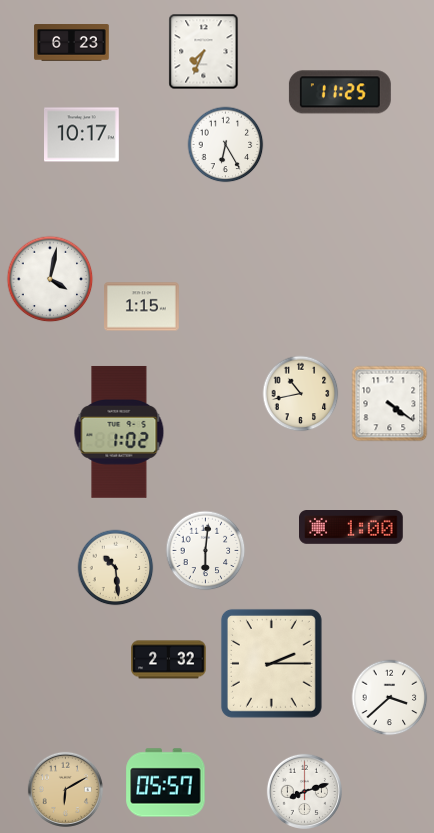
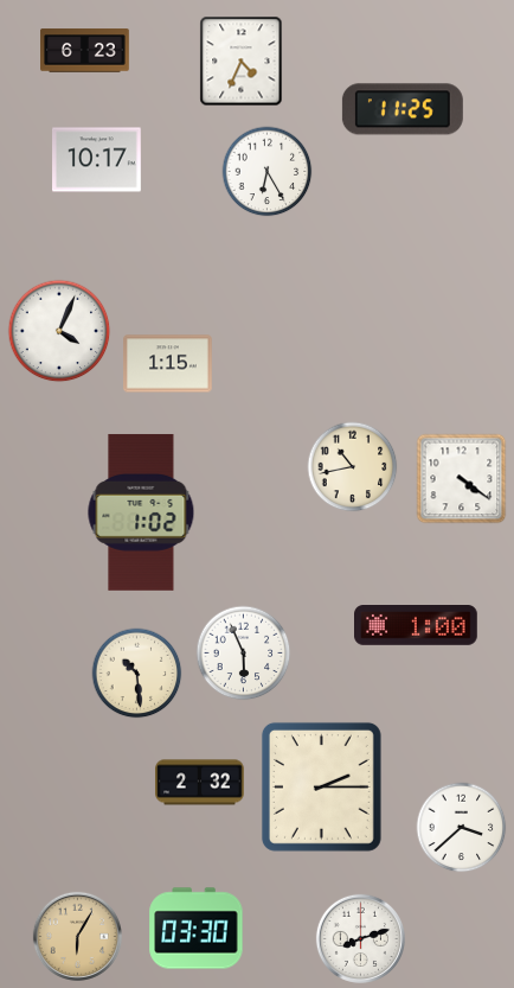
clock at (204, 52): 7:34 -> 4:34
clock at (50, 279): 4:02 -> 4:04
clock at (301, 394) position: (301, 394) -> (353, 467)
clock at (206, 551): 6:01 -> 5:56
clock at (166, 783): 05:57 -> 03:30
clock at (65, 789): 6:10 -> 6:05
